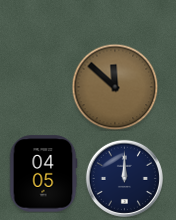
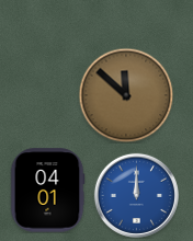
clock at (43, 174): 04:05 -> 04:01
clock at (124, 178) dial: navy -> blue
